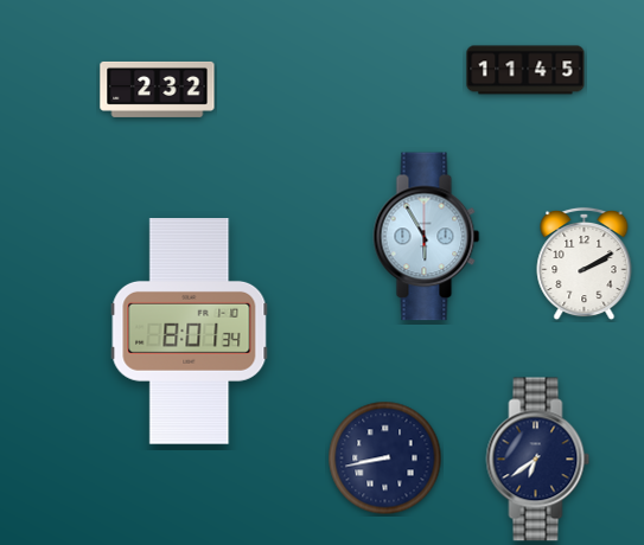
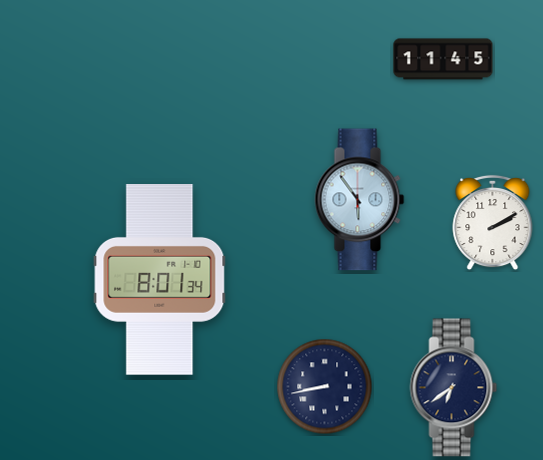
clock at (158, 89): 2:32 -> none
clock at (427, 237): 5:55 -> 5:54
